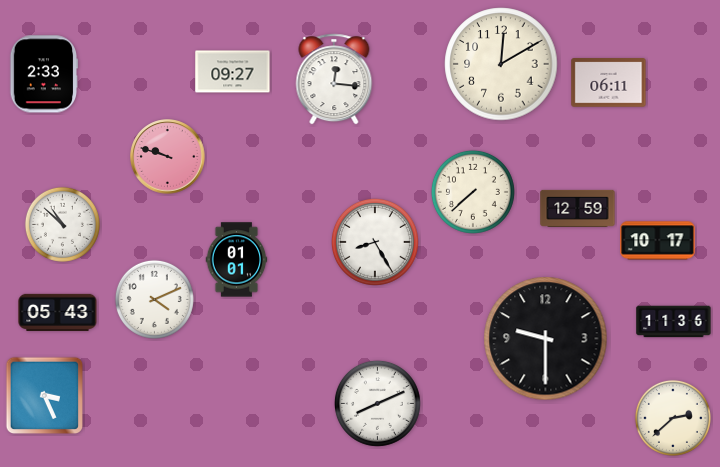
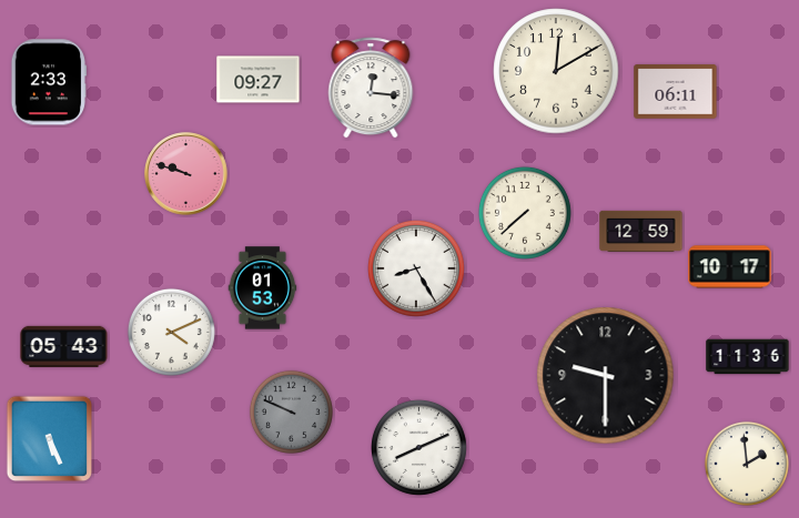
clock at (62, 224): 10:52 -> none
clock at (237, 260): 01:01 -> 01:53
clock at (291, 412): none -> 9:49
clock at (45, 396): 3:26 -> 5:26
clock at (673, 418): 2:38 -> 1:59
